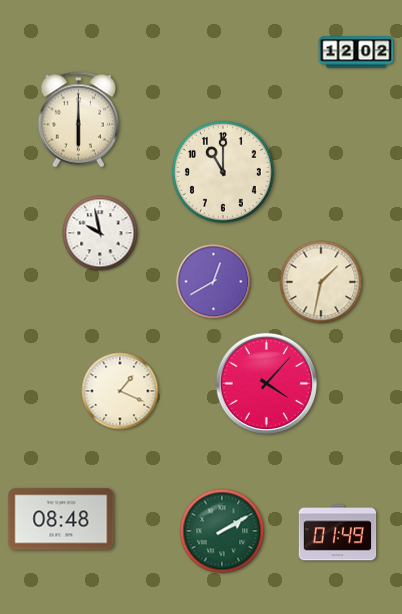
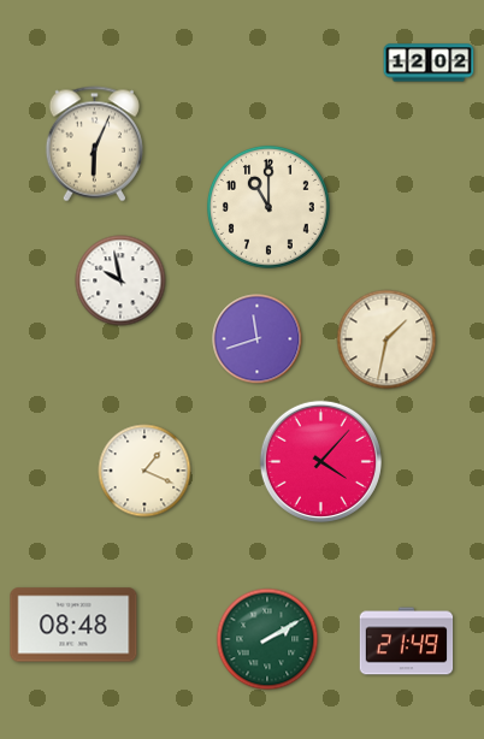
clock at (78, 120): 6:00 -> 6:04
clock at (214, 282): 12:40 -> 11:42
clock at (338, 533): 01:49 -> 21:49
